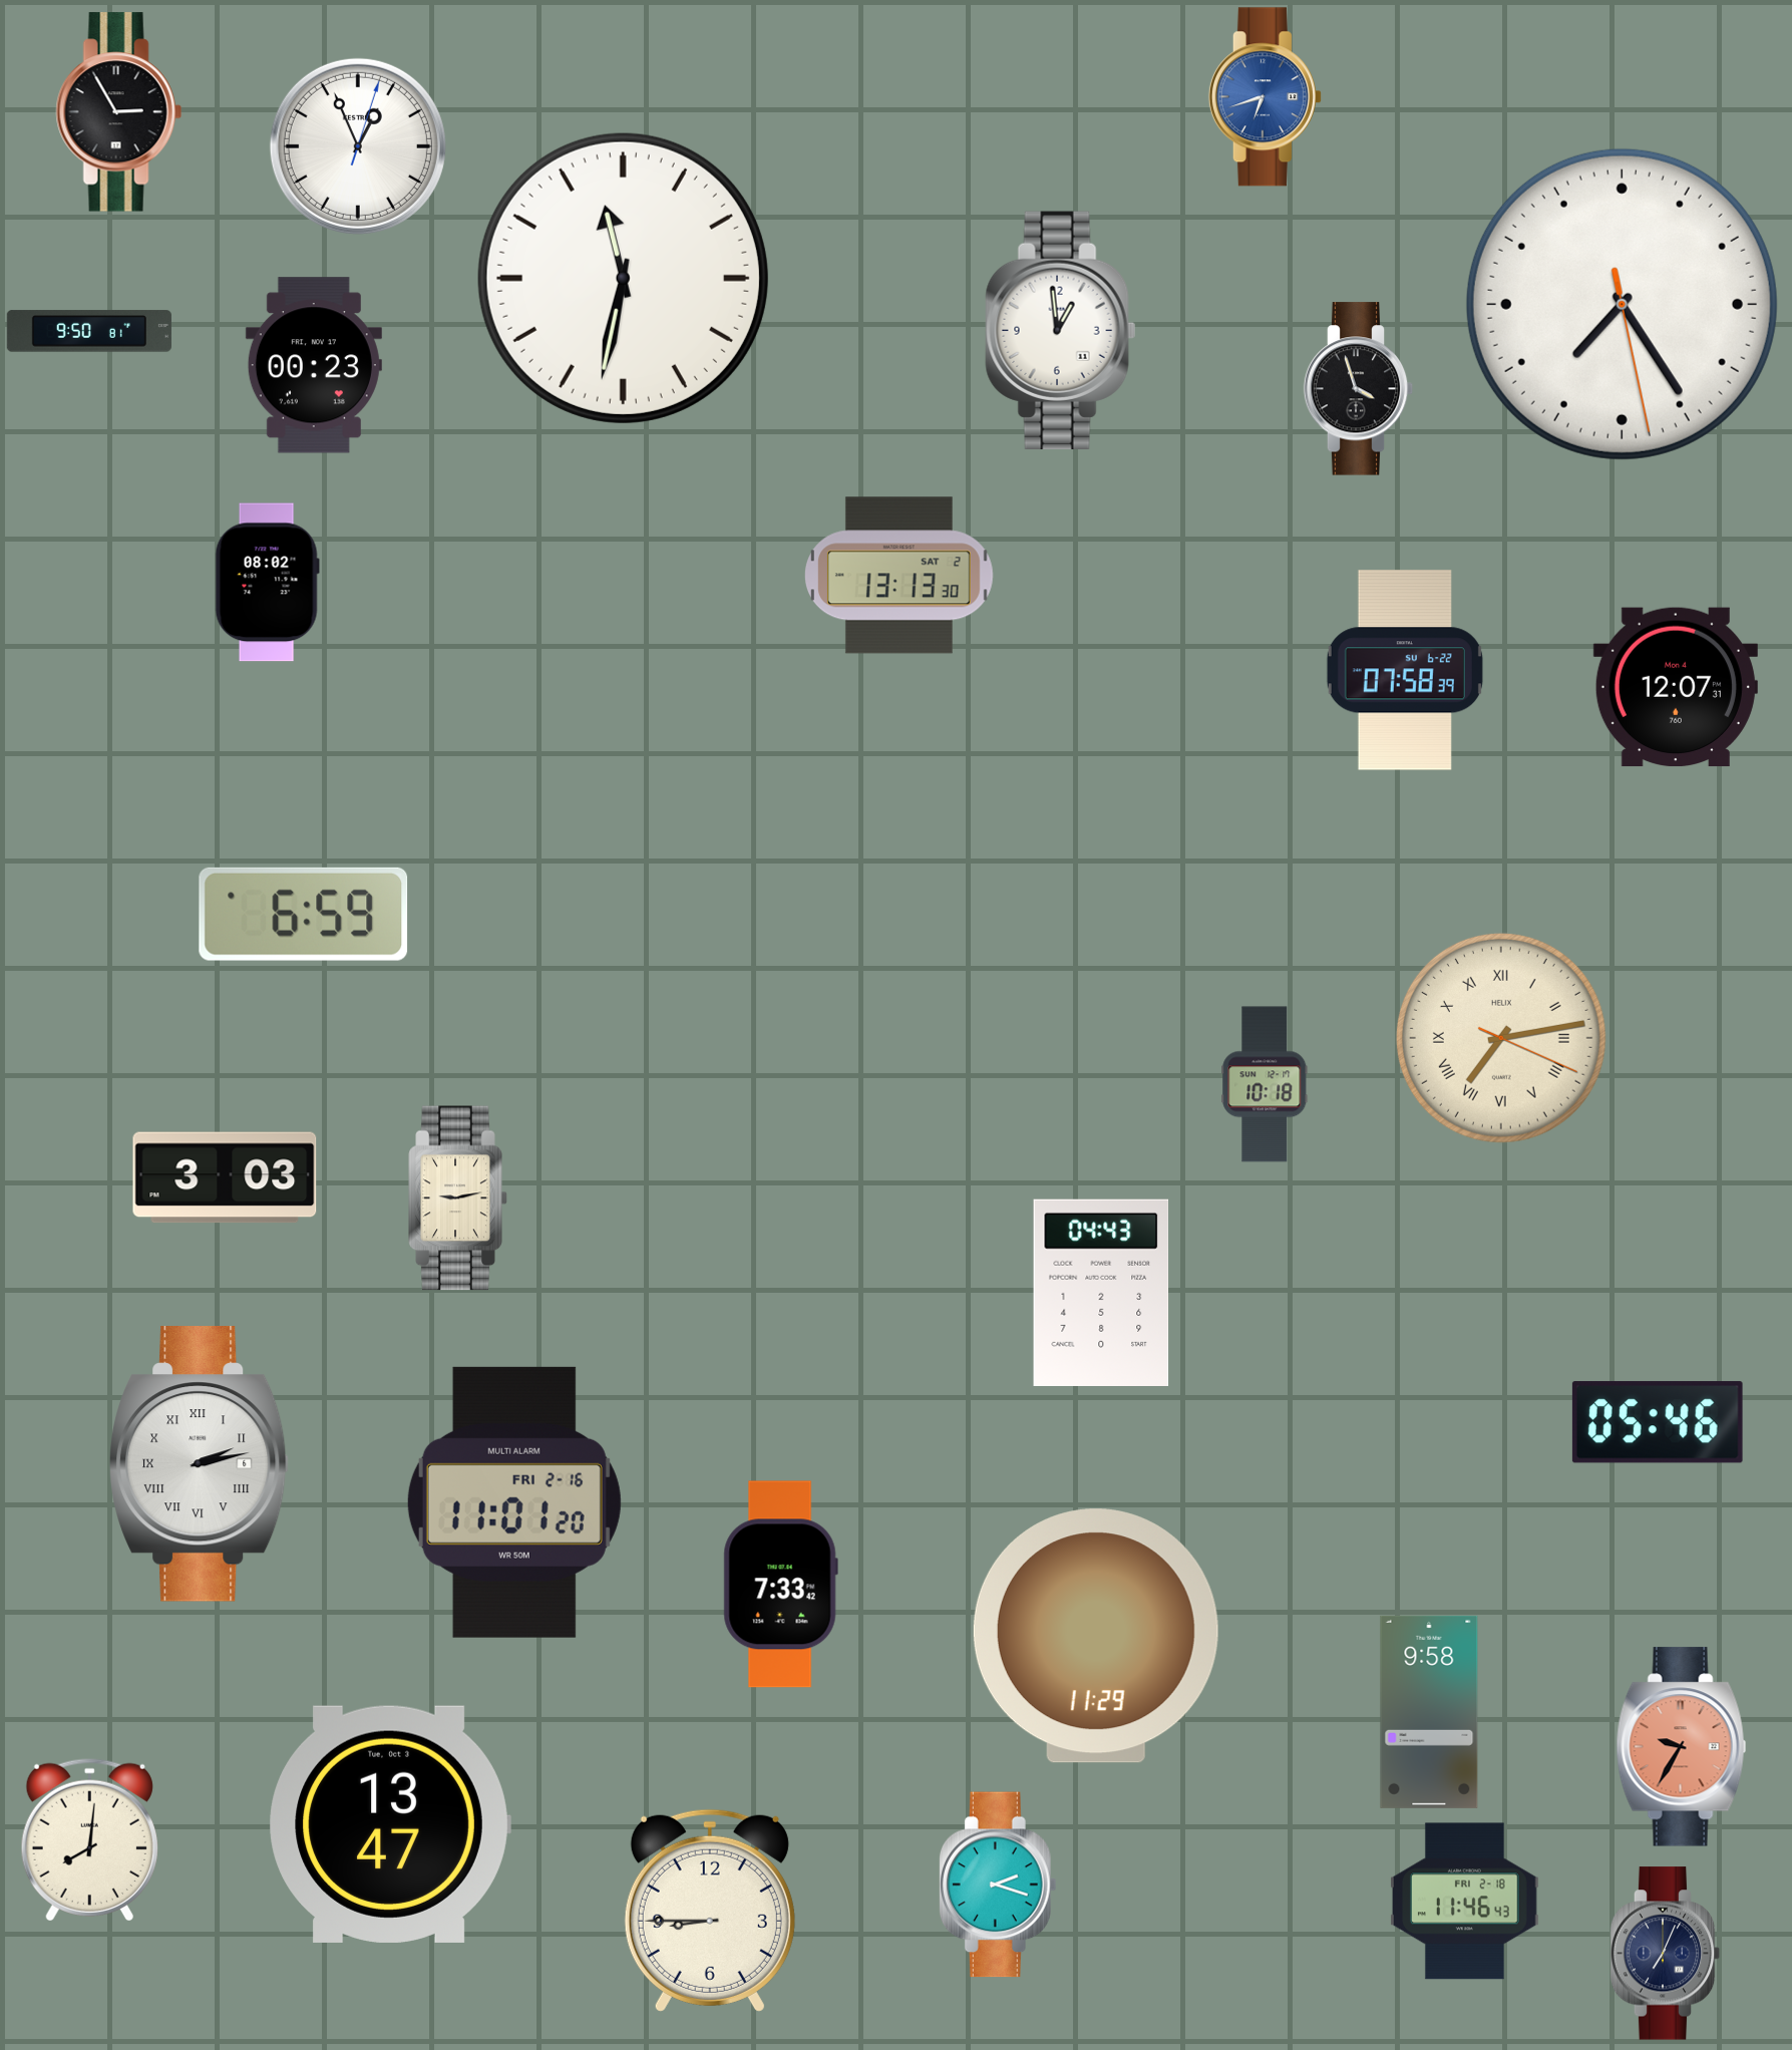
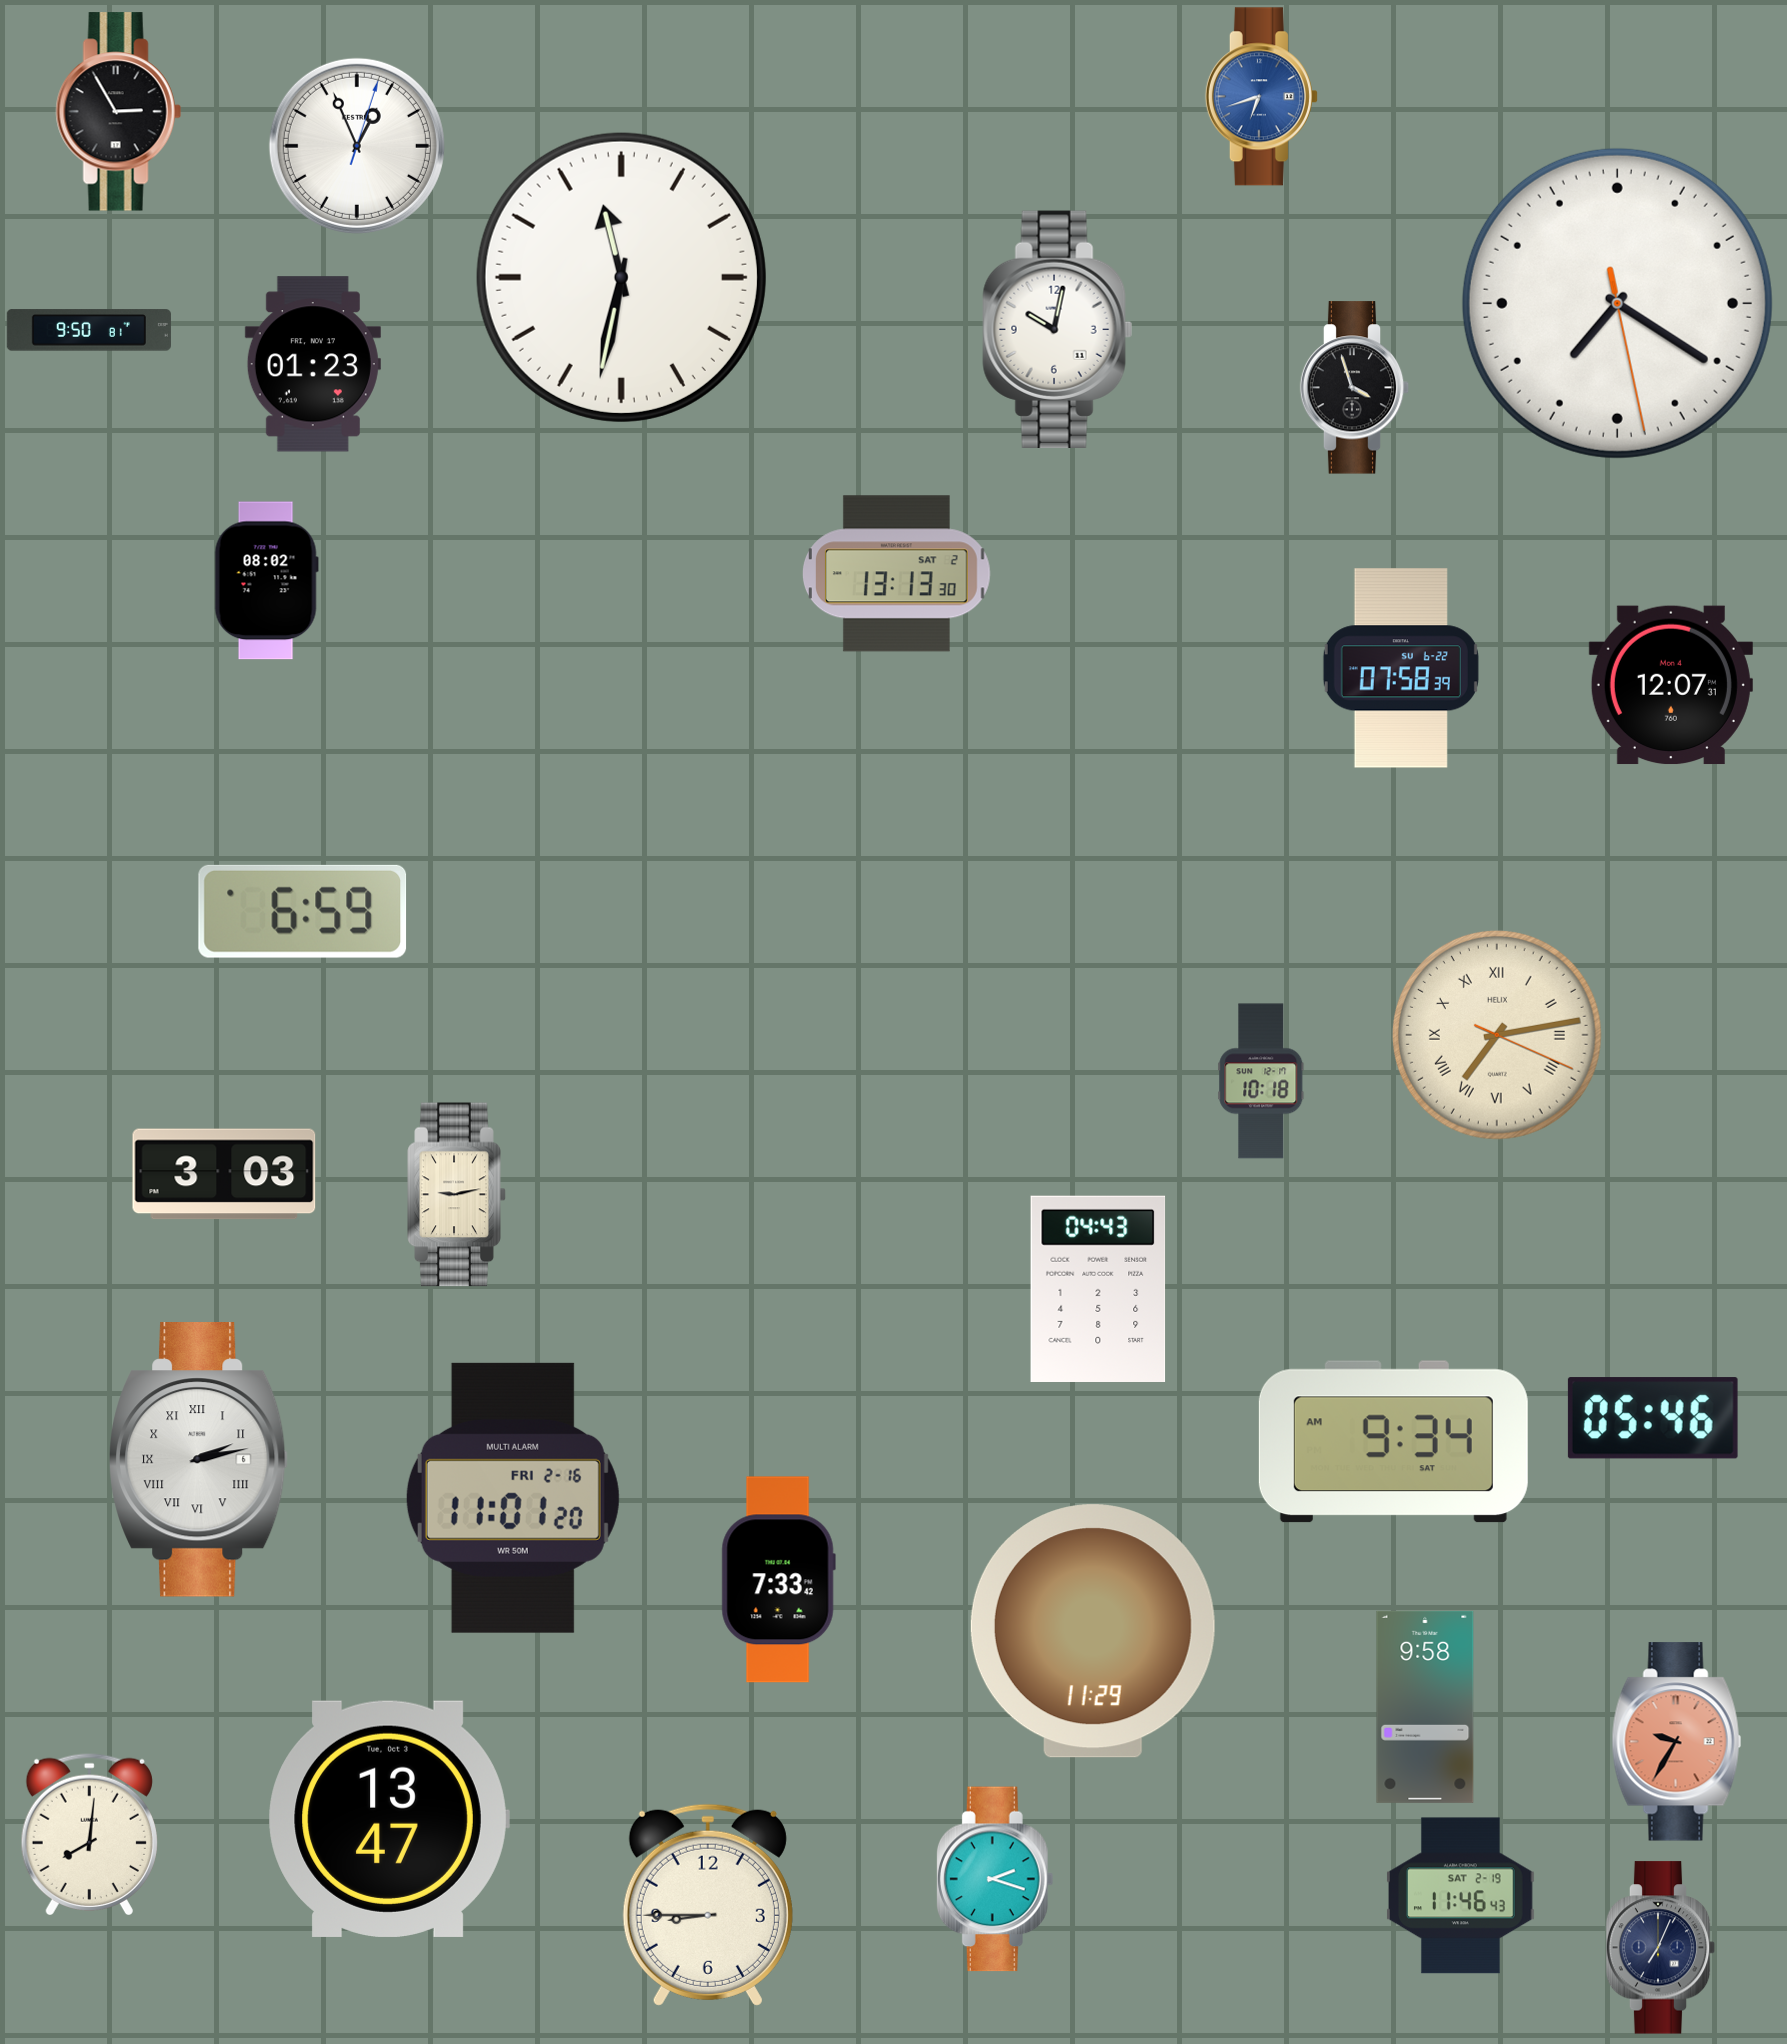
clock at (1622, 304): 7:24 -> 7:20
clock at (1061, 330): 12:59 -> 10:02
clock at (314, 365): 00:23 -> 01:23
clock at (1393, 1442): none -> 9:34
clock at (1465, 1902) date: FRI 2-18 -> SAT 2-19
